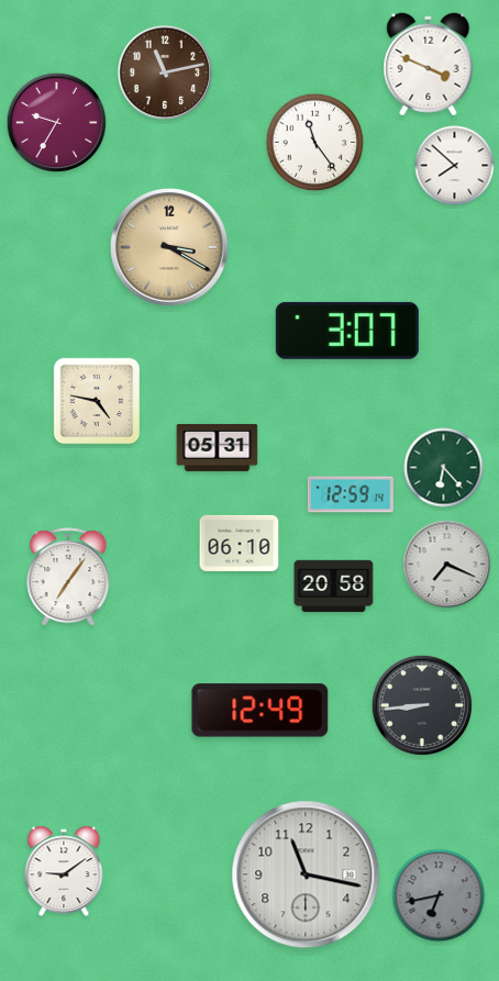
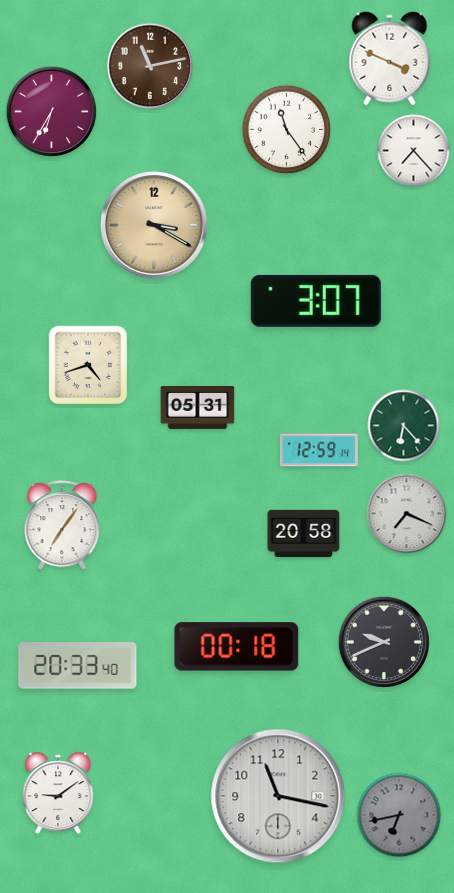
clock at (57, 123): 9:35 -> 6:35
clock at (455, 166): 7:52 -> 7:23
clock at (97, 401): 4:47 -> 4:42
clock at (240, 543): 06:10 -> none
clock at (421, 704): 8:44 -> 9:41
clock at (260, 711): 12:49 -> 00:18
clock at (78, 666): none -> 20:33
